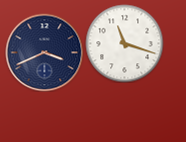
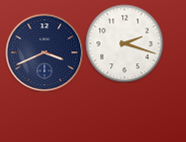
clock at (124, 43): 11:18 -> 2:18
